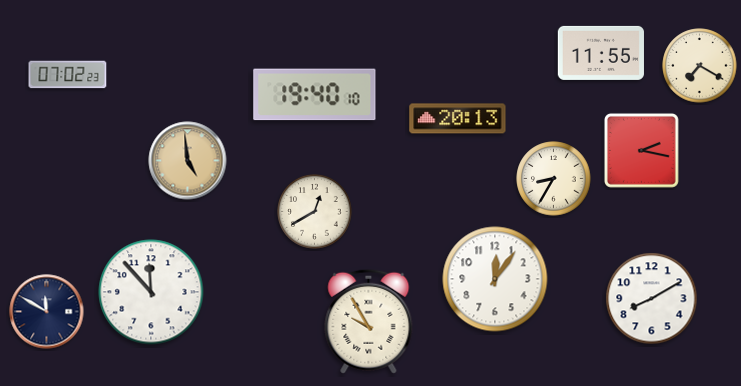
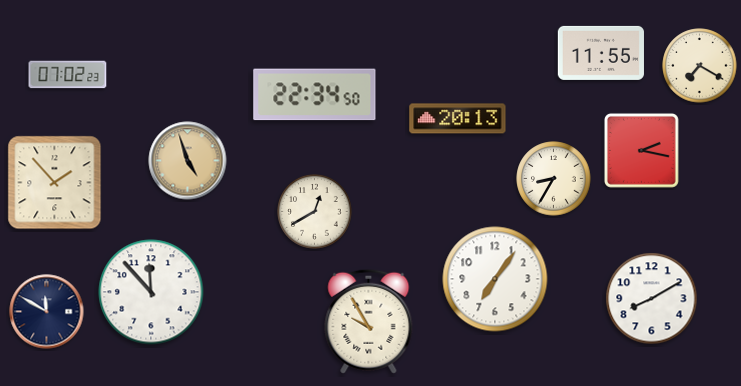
clock at (315, 95): 19:40 -> 22:34
clock at (188, 161): 4:59 -> 4:57
clock at (55, 183): none -> 1:53
clock at (495, 279): 12:06 -> 7:06
